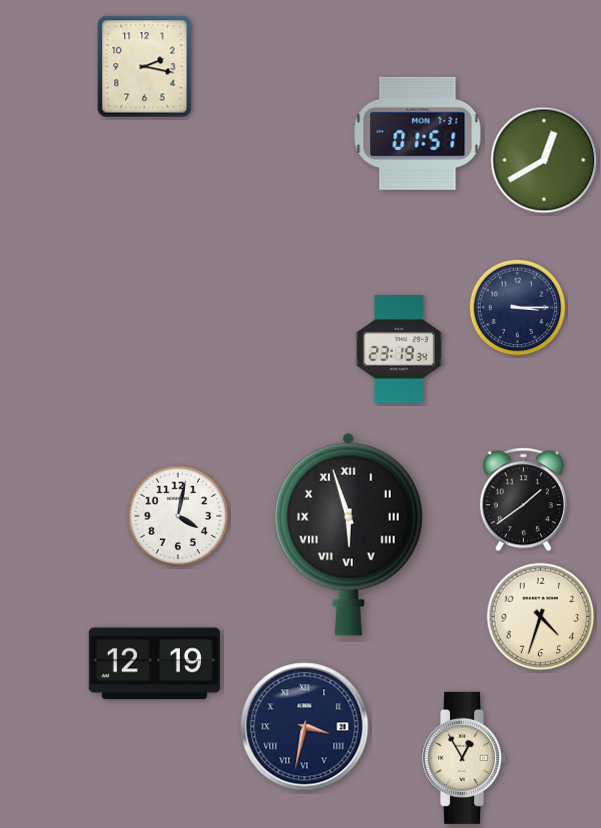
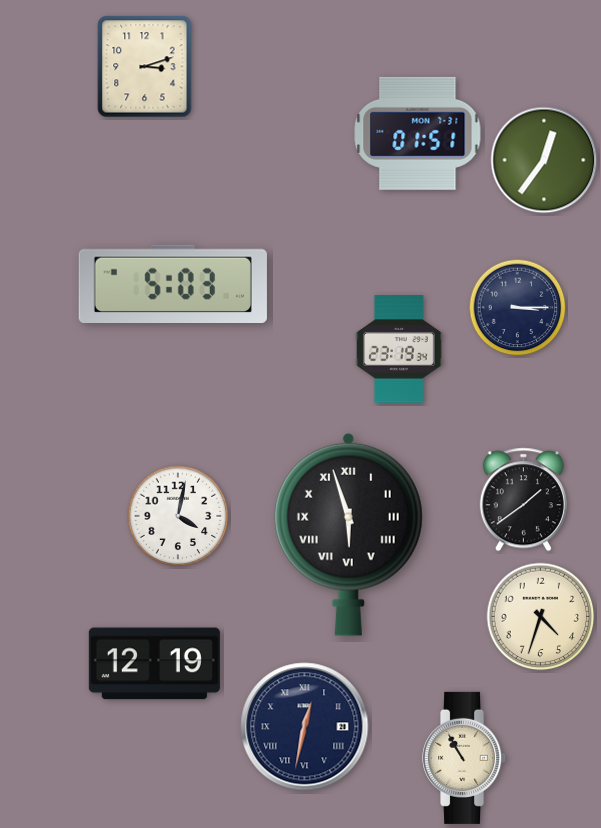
clock at (145, 67): 2:17 -> 3:12
clock at (544, 160): 12:40 -> 12:36
clock at (173, 283): none -> 5:03
clock at (305, 727): 3:32 -> 12:32
clock at (465, 758): 12:55 -> 10:55
